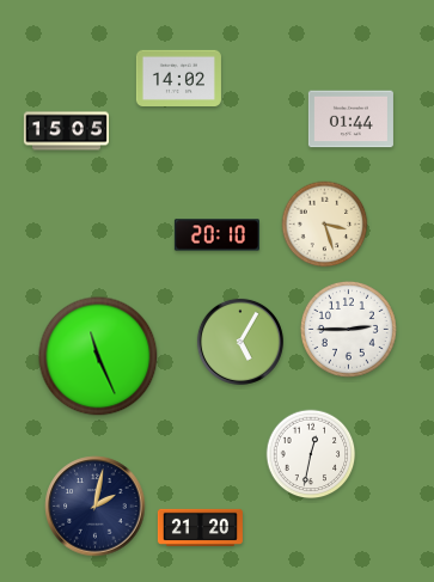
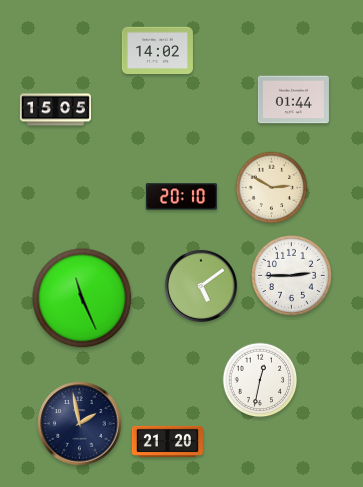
clock at (178, 78) position: (178, 78) -> (157, 50)
clock at (325, 225): 3:27 -> 2:50
clock at (240, 342): 5:05 -> 5:09
clock at (96, 507): 2:02 -> 1:58
